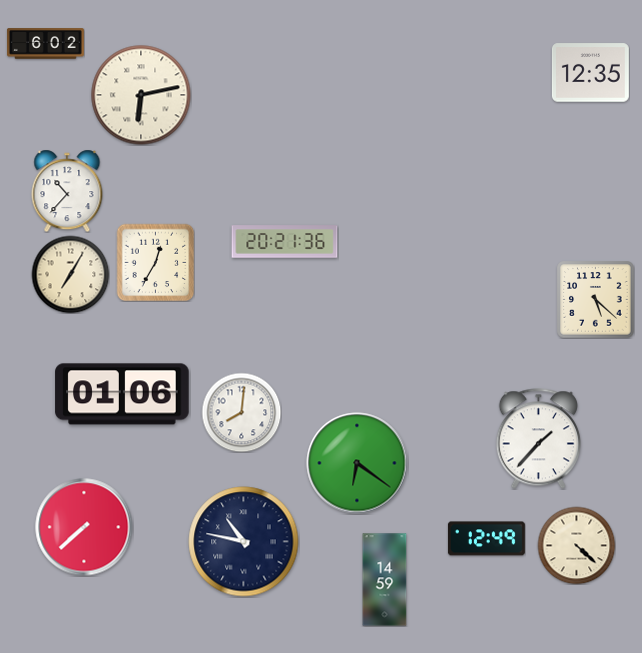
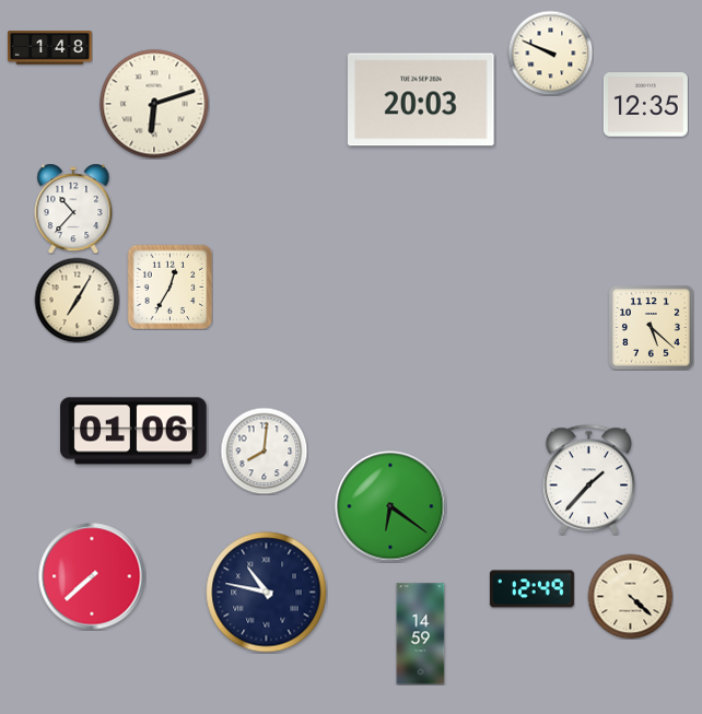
clock at (45, 44): 6:02 -> 1:48
clock at (550, 52): none -> 9:49
clock at (590, 73) position: (590, 73) -> (645, 105)
clock at (421, 100): none -> 20:03
clock at (141, 95): 6:13 -> 6:12
clock at (285, 242): 20:21 -> none
